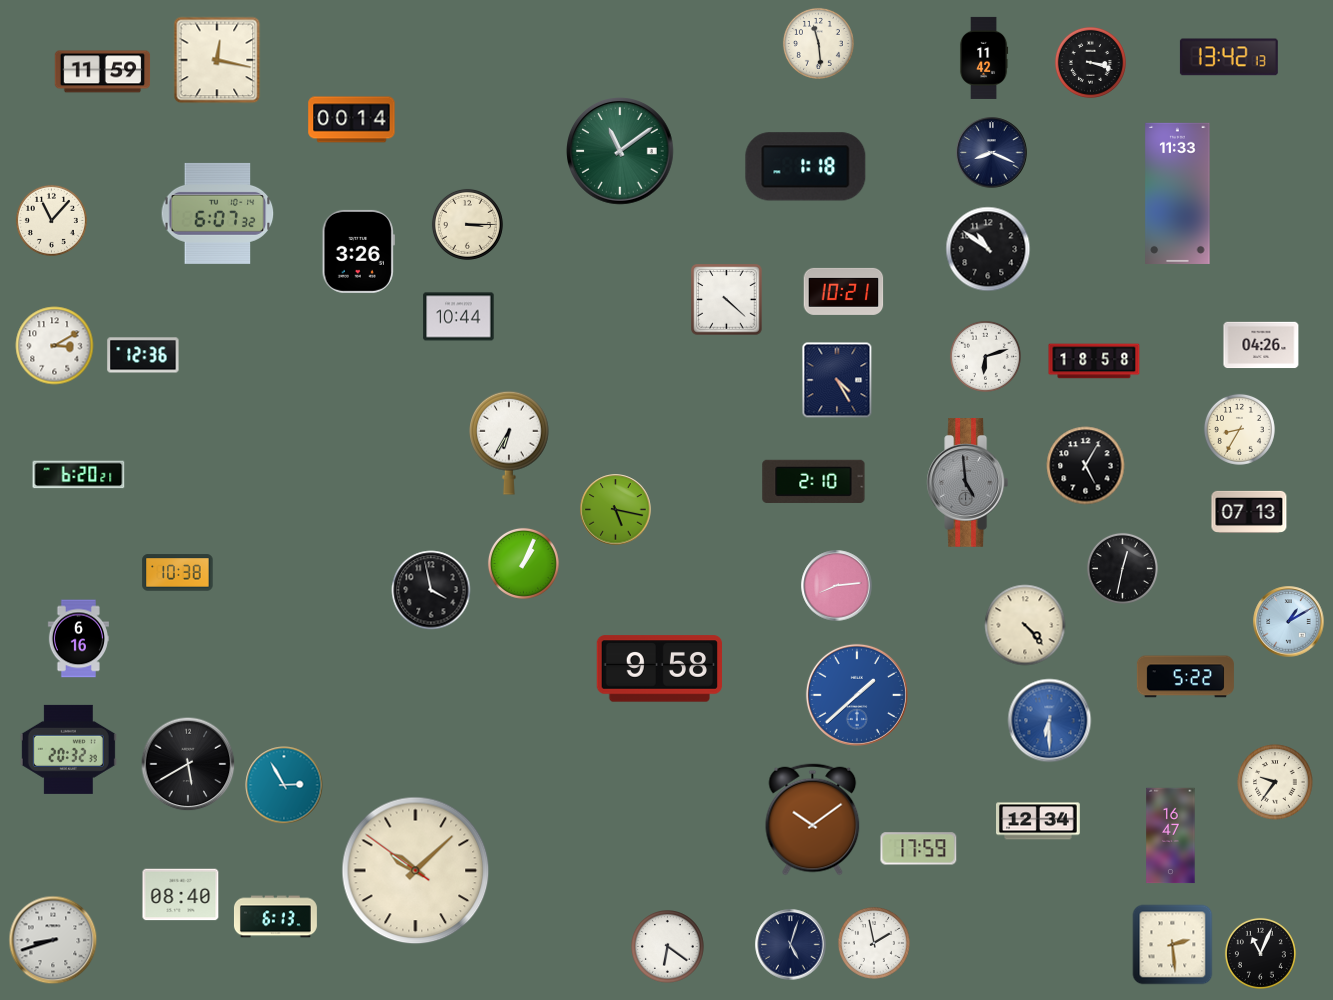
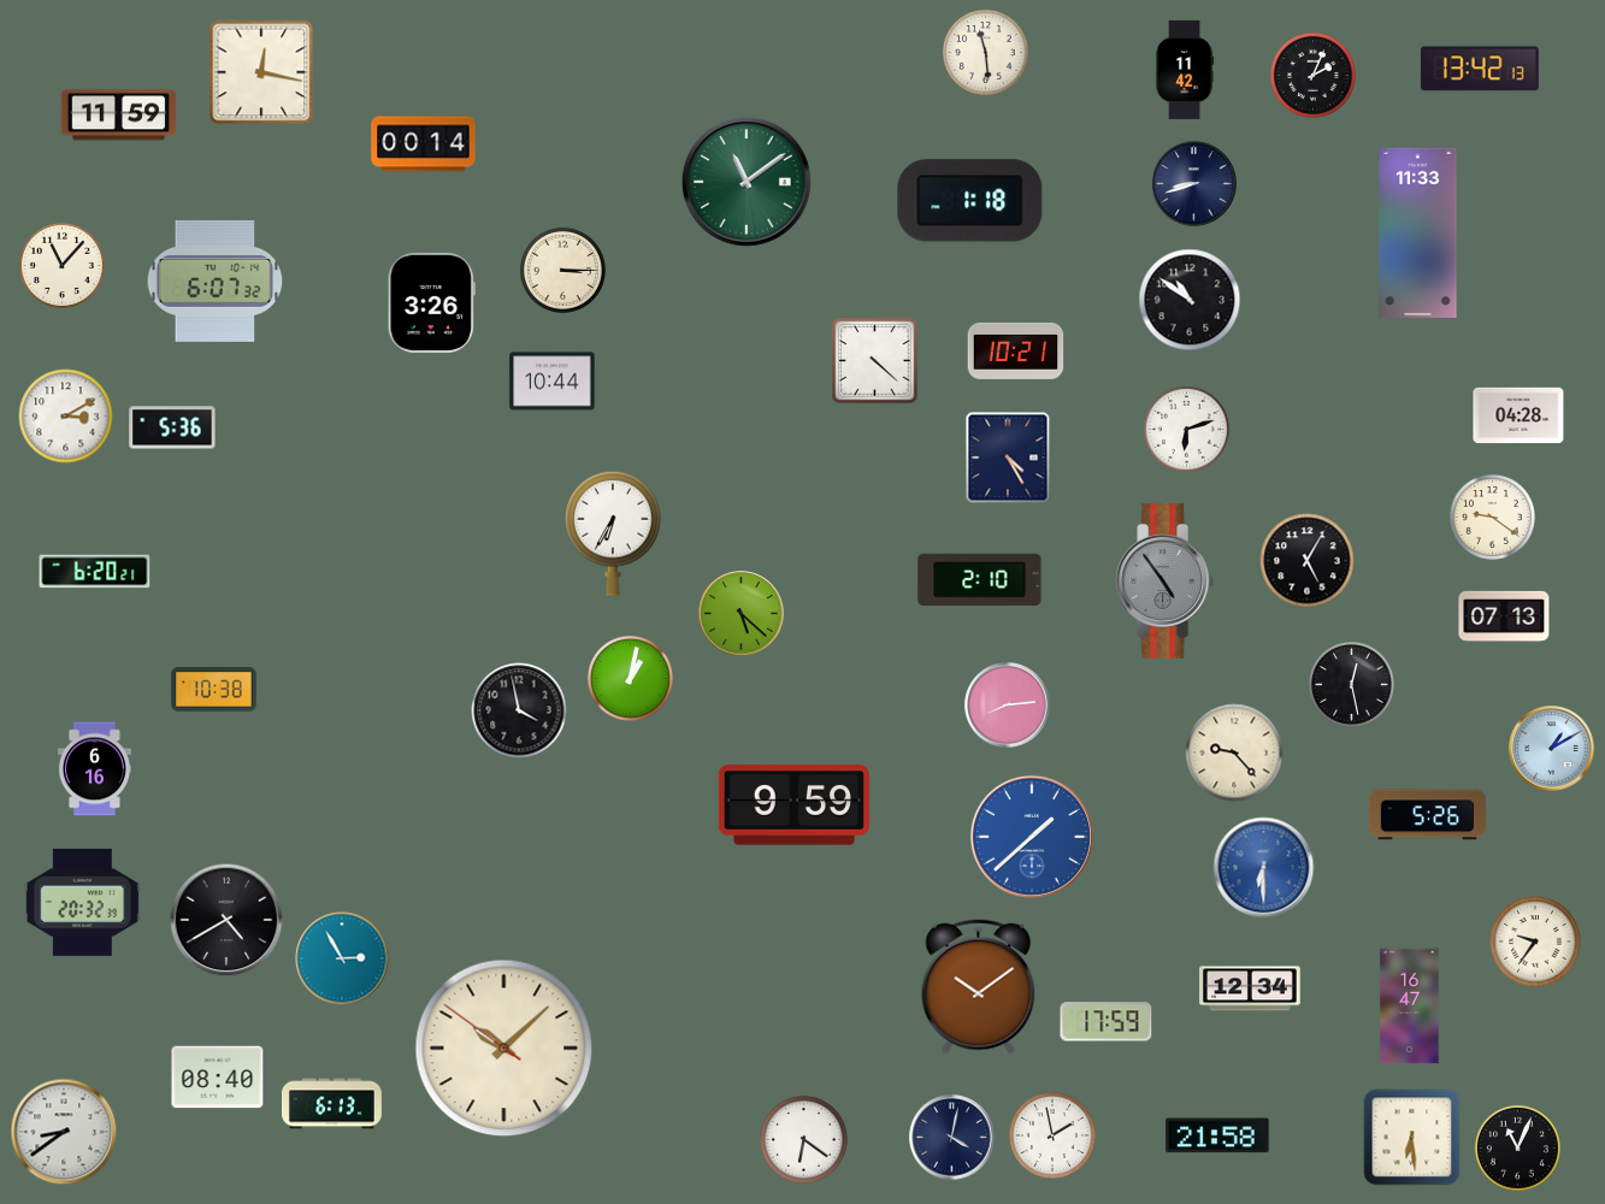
clock at (1090, 62): 3:18 -> 2:04
clock at (103, 72) position: (103, 72) -> (119, 116)
clock at (992, 153): 8:19 -> 8:42
clock at (218, 213) position: (218, 213) -> (216, 281)
clock at (1261, 345): 04:26 -> 04:28
clock at (143, 355): 12:36 -> 5:36
clock at (1094, 361): 18:58 -> none
clock at (1239, 429): 8:35 -> 9:21
clock at (968, 483): 4:59 -> 4:54
clock at (616, 510): 5:17 -> 5:22
clock at (523, 563): 1:04 -> 1:02
clock at (1122, 568): 12:32 -> 12:28
clock at (1025, 625): 4:23 -> 9:23
clock at (659, 669): 9:58 -> 9:59
clock at (1185, 677): 5:22 -> 5:26
clock at (188, 764): 5:40 -> 4:40
clock at (284, 785) position: (284, 785) -> (342, 958)
clock at (416, 871) position: (416, 871) -> (504, 1049)
clock at (53, 940): 8:42 -> 8:39
clock at (1217, 1135): none -> 21:58
clock at (791, 945): 5:03 -> 4:02
clock at (1173, 945): 2:29 -> 6:29
